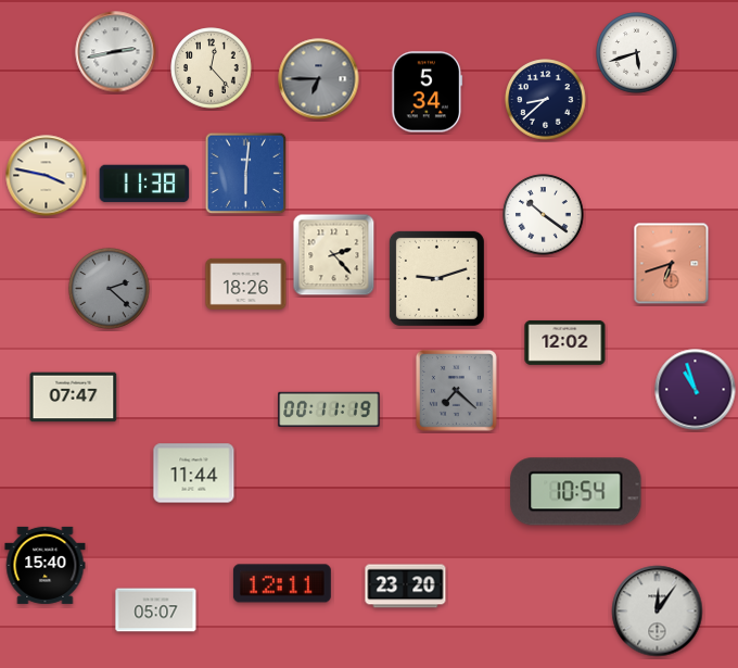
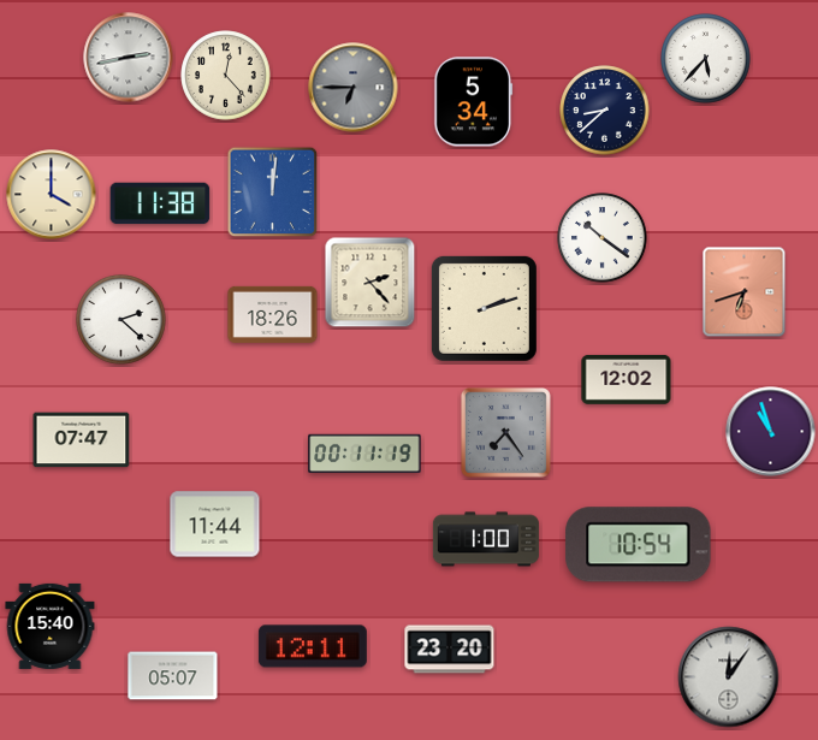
clock at (637, 53): 5:42 -> 5:37
clock at (212, 68) position: (212, 68) -> (226, 76)
clock at (246, 174): 6:01 -> 12:01
clock at (47, 176): 3:47 -> 4:00
clock at (436, 278): 9:12 -> 2:12
clock at (110, 289) dial: grey -> white
clock at (456, 390): 7:22 -> 7:24
clock at (486, 539): none -> 1:00
